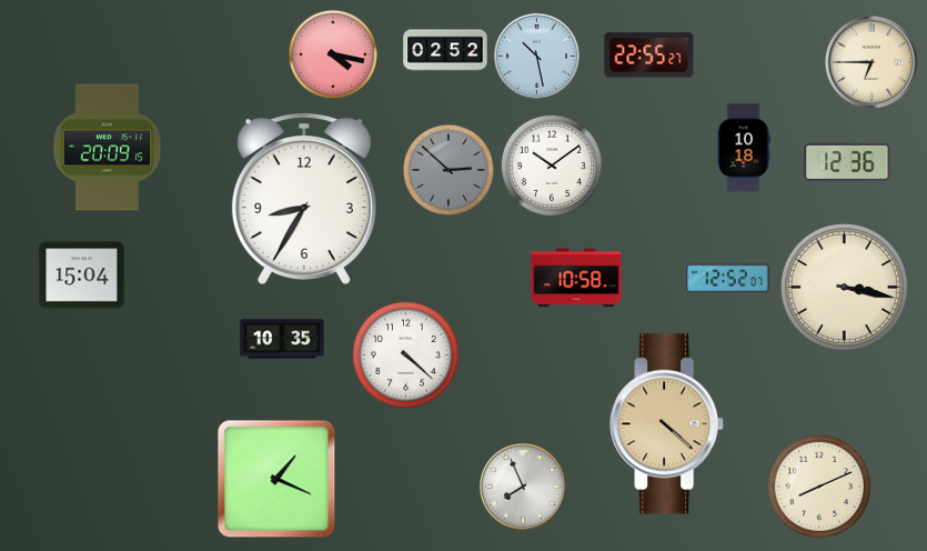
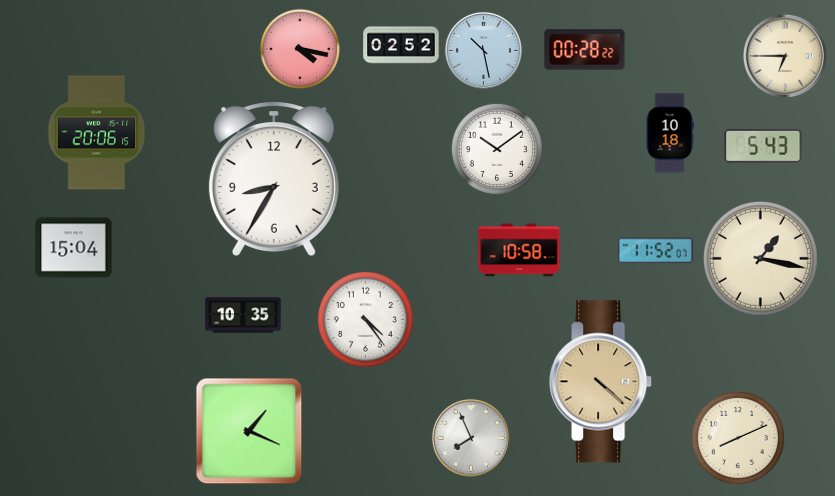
clock at (649, 56): 22:55 -> 00:28
clock at (108, 148): 20:09 -> 20:06
clock at (847, 162): 12:36 -> 5:43
clock at (447, 169): 2:52 -> none
clock at (728, 279): 12:52 -> 11:52
clock at (844, 287): 3:17 -> 1:17
clock at (282, 339) position: (282, 339) -> (243, 315)
clock at (405, 354): 4:22 -> 4:24
